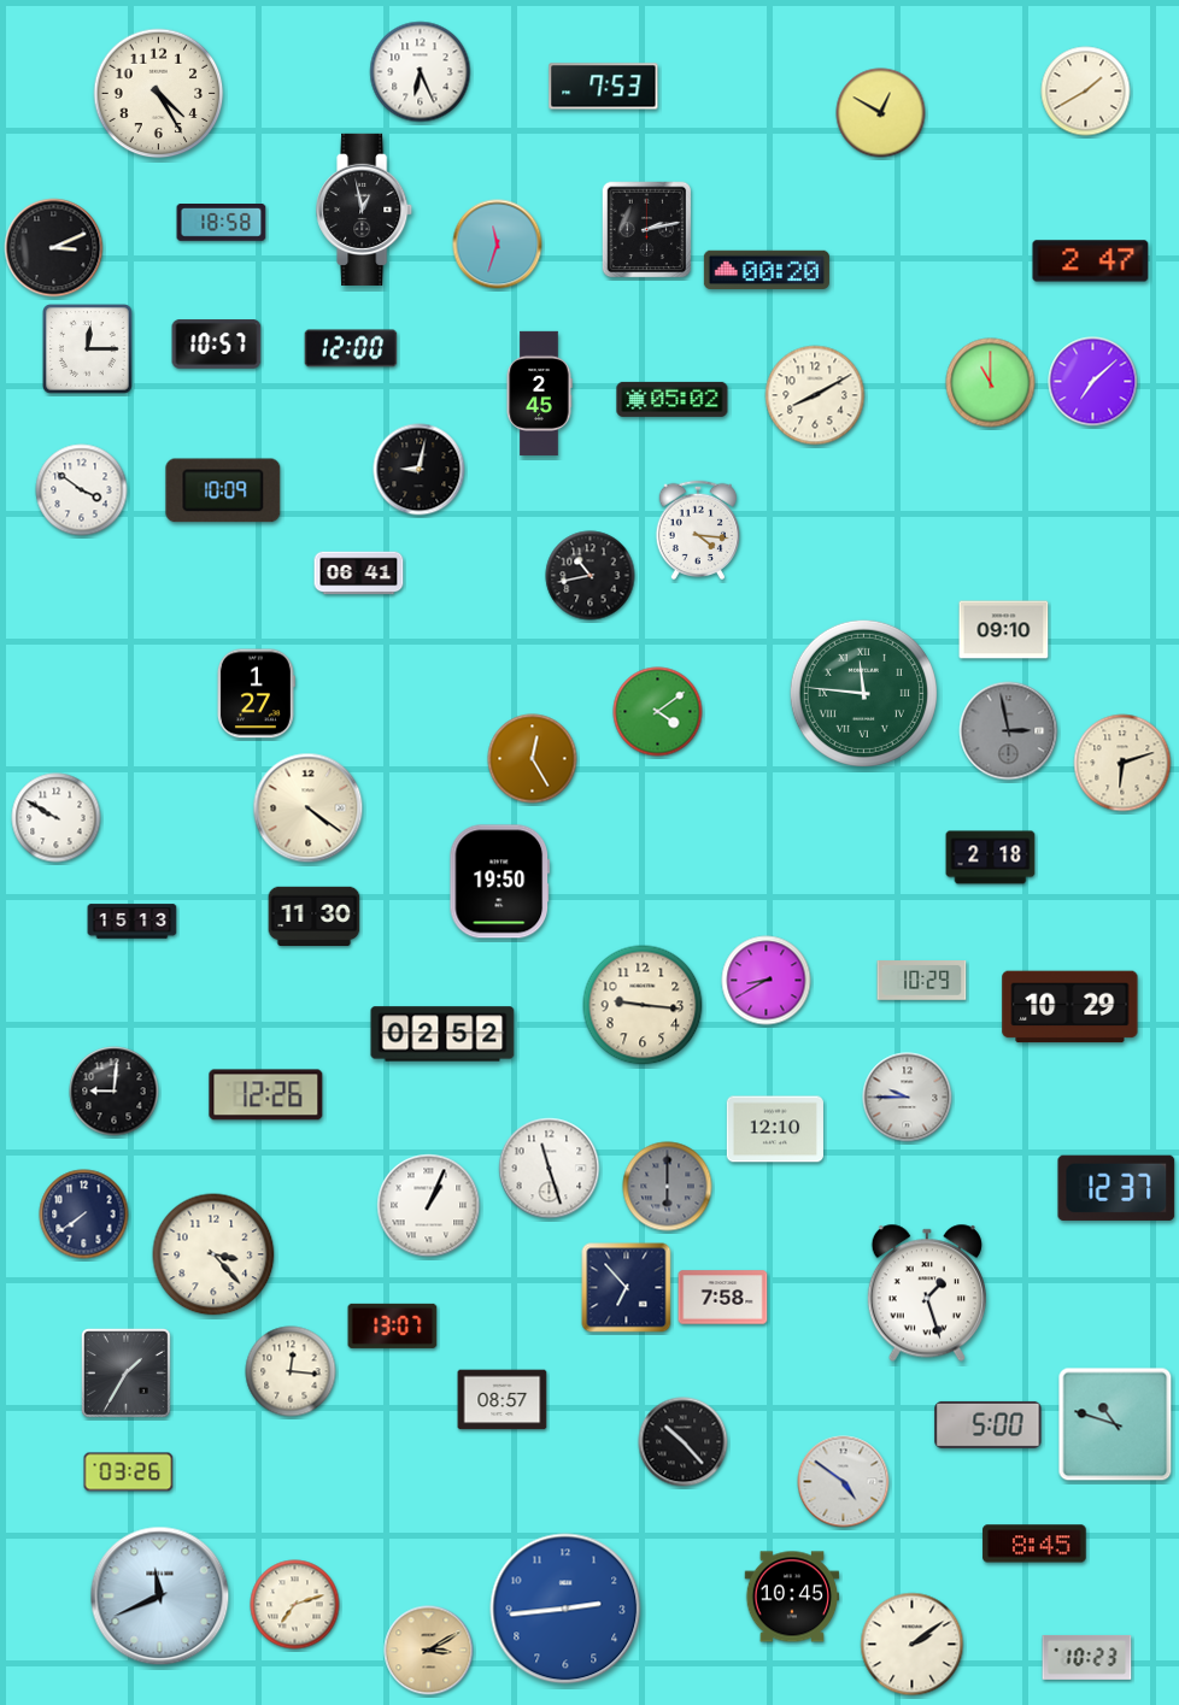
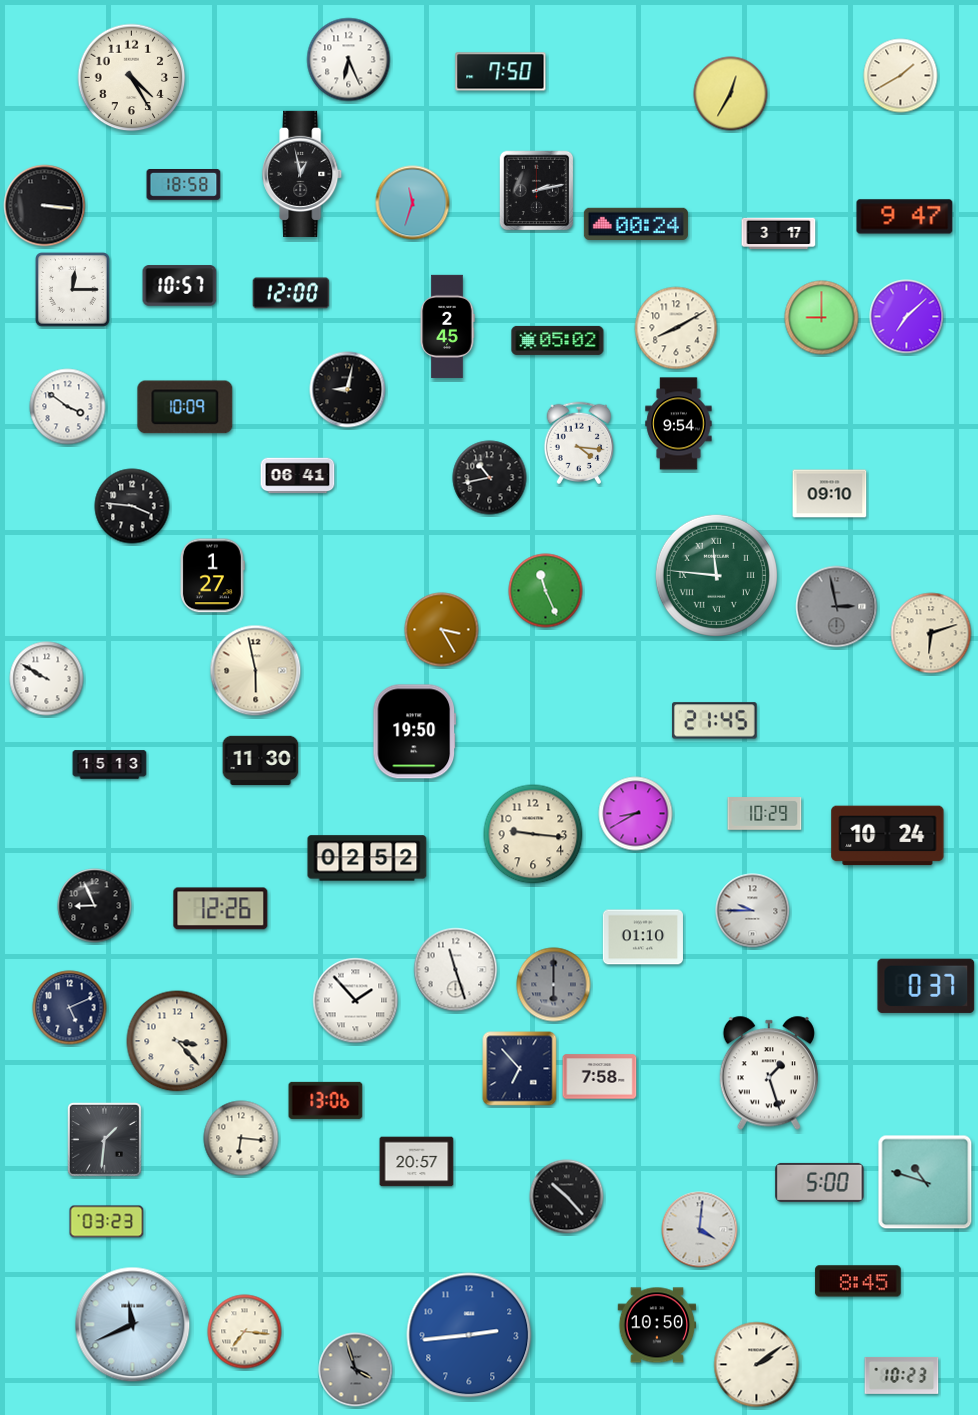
clock at (604, 87): 7:53 -> 7:50
clock at (881, 113): 12:50 -> 12:35
clock at (54, 248): 3:11 -> 3:16
clock at (1091, 261): 2:47 -> 9:47
clock at (767, 270): 00:20 -> 00:24
clock at (779, 234): none -> 3:17
clock at (351, 348) position: (351, 348) -> (291, 293)
clock at (991, 383): 11:00 -> 9:00
clock at (673, 399) position: (673, 399) -> (558, 340)
clock at (679, 424): none -> 9:54
clock at (698, 530) position: (698, 530) -> (579, 443)
clock at (132, 506): none -> 3:46
clock at (1004, 630) position: (1004, 630) -> (830, 494)
clock at (658, 712): 4:09 -> 11:26
clock at (533, 759): 12:25 -> 3:25
clock at (309, 809): 4:21 -> 5:58
clock at (991, 858): 2:18 -> none
clock at (715, 721): none -> 21:45
clock at (1071, 1007): 10:29 -> 10:24
clock at (115, 1092): 9:01 -> 8:56
clock at (775, 1129): 12:10 -> 01:10
clock at (1116, 1188): 12:37 -> 0:37
clock at (429, 1206): 1:04 -> 1:53
clock at (84, 1215): 7:39 -> 5:11
clock at (393, 1325): 13:07 -> 13:06
clock at (291, 1371): 12:16 -> 6:16
clock at (125, 1372): 1:35 -> 1:31
clock at (503, 1400): 08:57 -> 20:57
clock at (129, 1472): 03:26 -> 03:23
clock at (844, 1482): 4:51 -> 4:01
clock at (792, 1597): 10:45 -> 10:50
clock at (295, 1605): 7:12 -> 7:16
clock at (429, 1651): 3:10 -> 3:57
clock at (429, 1651) dial: champagne -> grey
